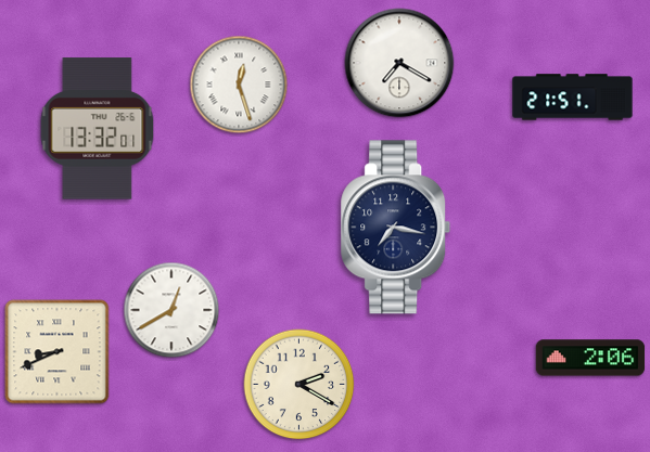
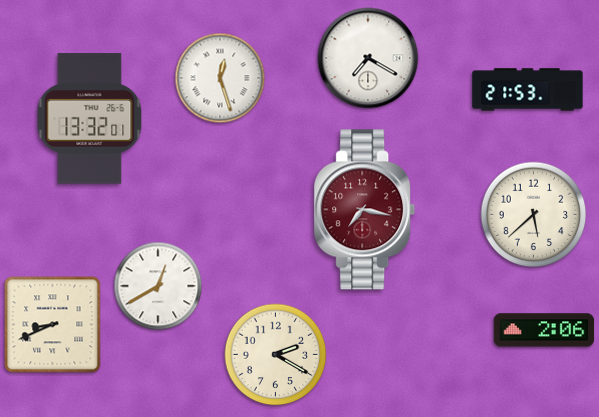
clock at (573, 98): 21:51 -> 21:53
clock at (396, 228) dial: navy -> burgundy
clock at (534, 215): none -> 5:38
